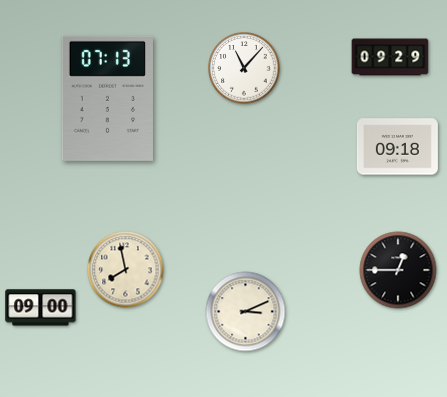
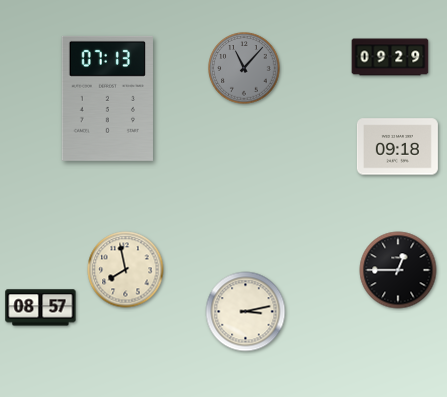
clock at (244, 68) dial: white -> grey
clock at (41, 308): 09:00 -> 08:57
clock at (246, 312): 3:11 -> 3:13
